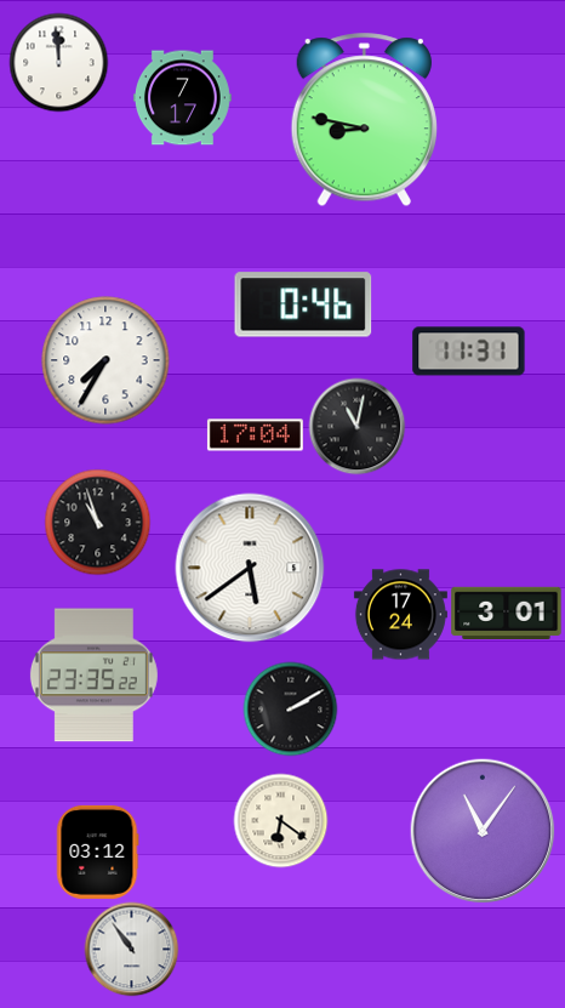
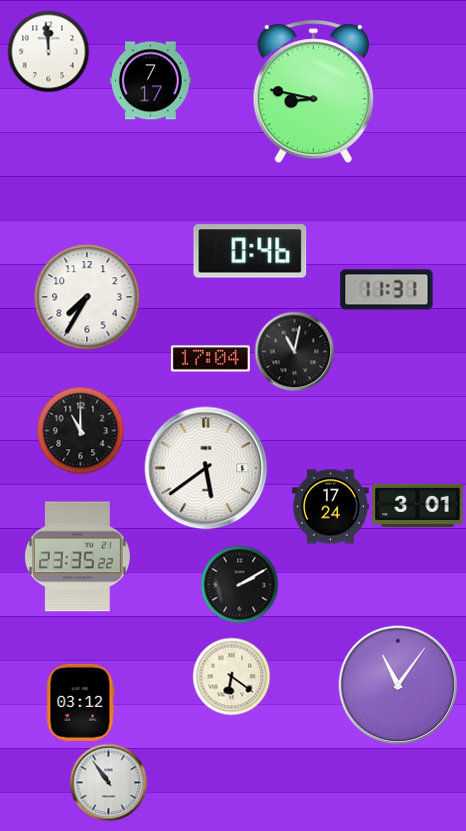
clock at (364, 120) position: (364, 120) -> (313, 92)
clock at (97, 522): 10:57 -> 11:00
